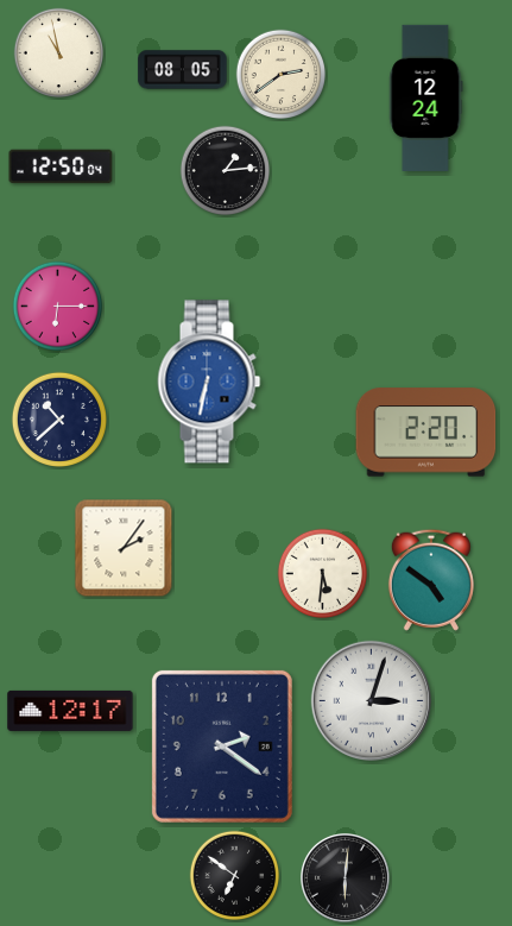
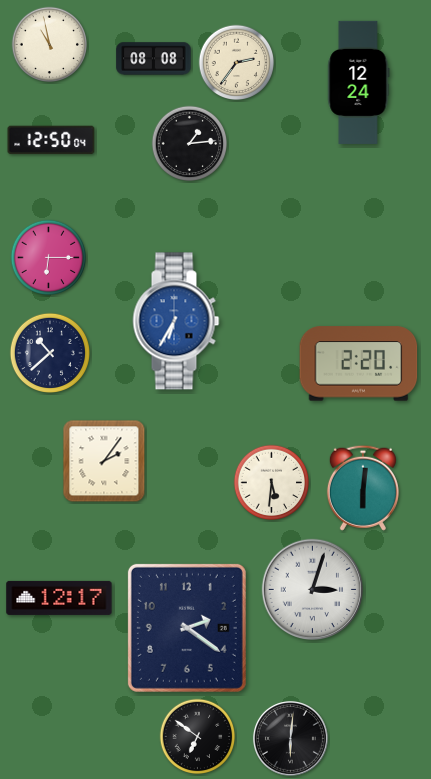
clock at (183, 70): 08:05 -> 08:08
clock at (282, 75): 2:39 -> 2:36
clock at (209, 382): 6:32 -> 6:35
clock at (431, 580): 4:51 -> 6:01
